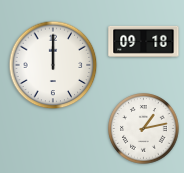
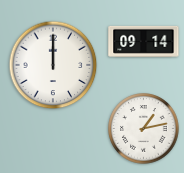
clock at (144, 41): 09:18 -> 09:14
